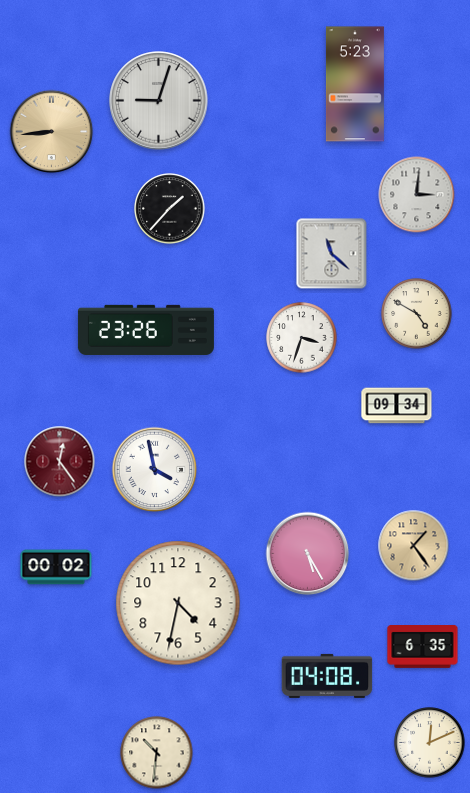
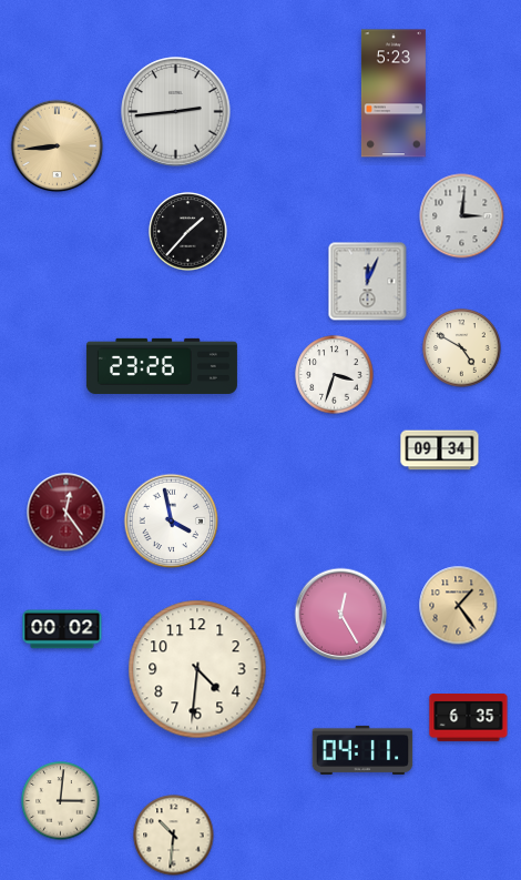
clock at (159, 101): 9:03 -> 2:44
clock at (332, 254): 11:22 -> 12:04
clock at (308, 554): 5:25 -> 12:25
clock at (178, 603): 4:32 -> 4:31
clock at (327, 676): 04:08 -> 04:11
clock at (61, 801): none -> 3:01
clock at (430, 743): 12:11 -> none
